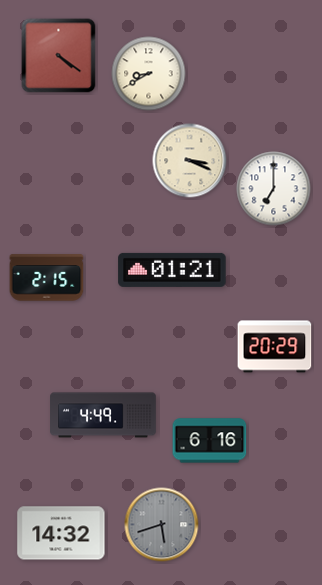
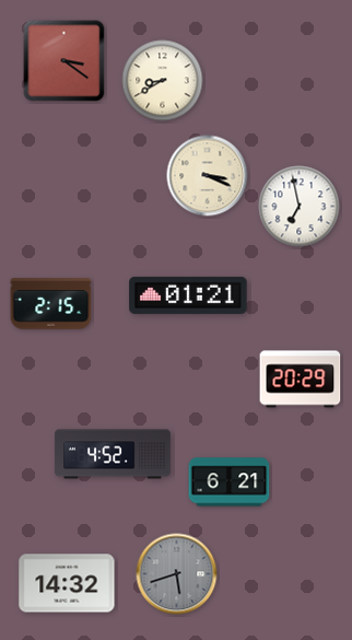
clock at (59, 56): 4:21 -> 3:21
clock at (274, 189): 7:00 -> 6:58
clock at (103, 415): 4:49 -> 4:52
clock at (210, 441): 6:16 -> 6:21
